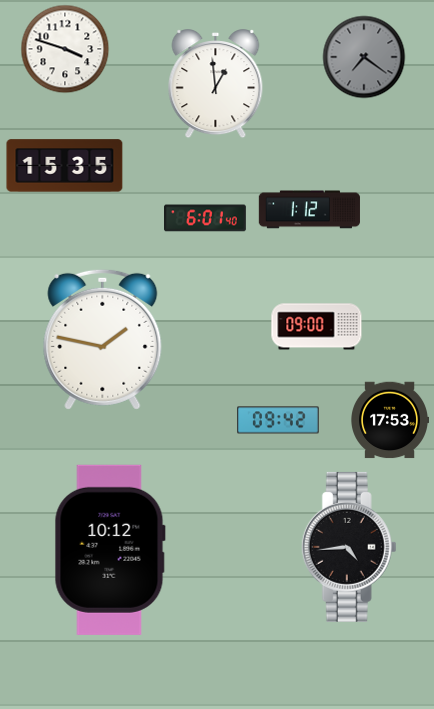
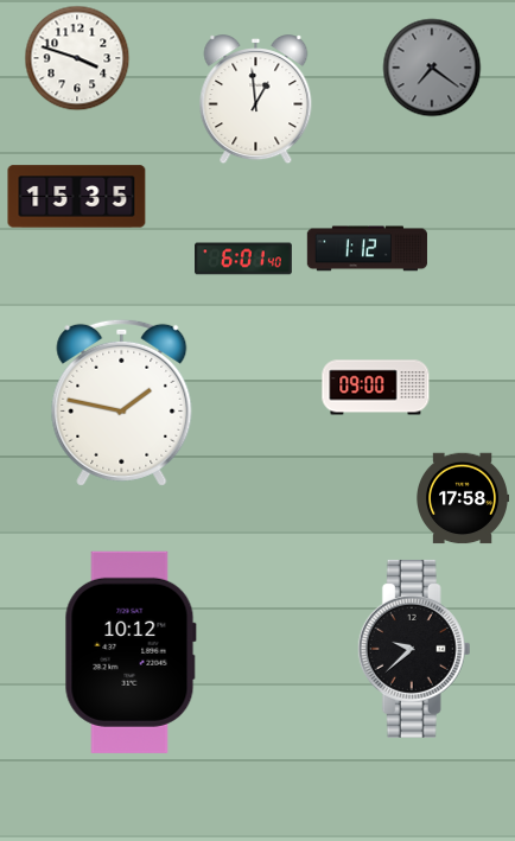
clock at (279, 420): 09:42 -> none
clock at (390, 420): 17:53 -> 17:58
clock at (349, 547): 4:44 -> 9:38
